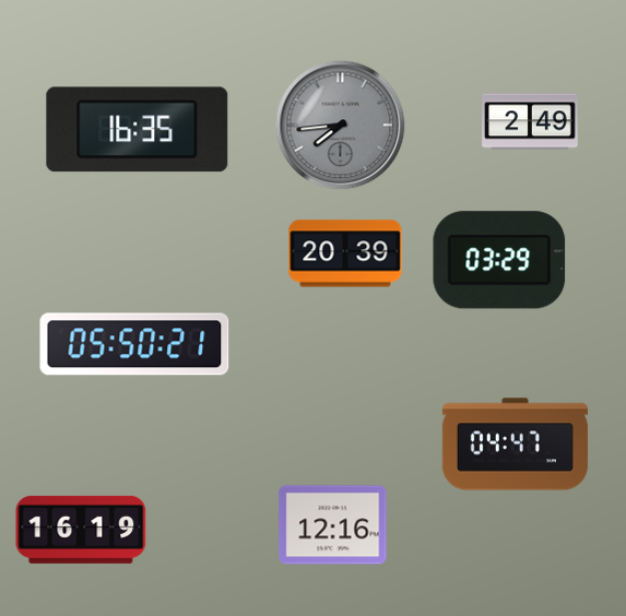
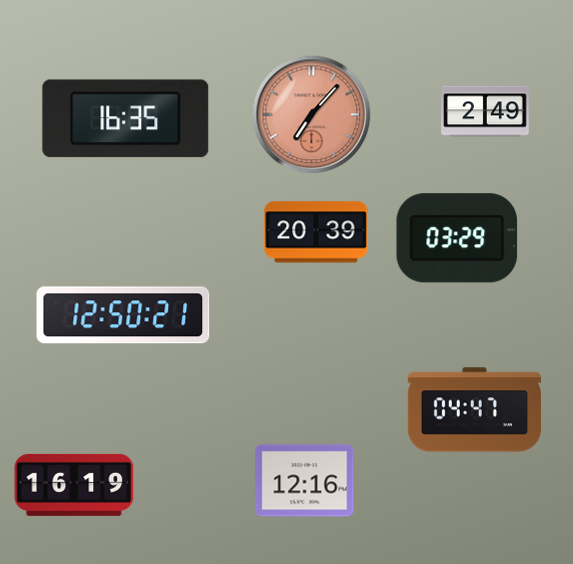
clock at (341, 126): 7:44 -> 7:07
clock at (341, 126) dial: grey -> salmon
clock at (134, 344): 05:50 -> 12:50
clock at (515, 445) position: (515, 445) -> (474, 410)
